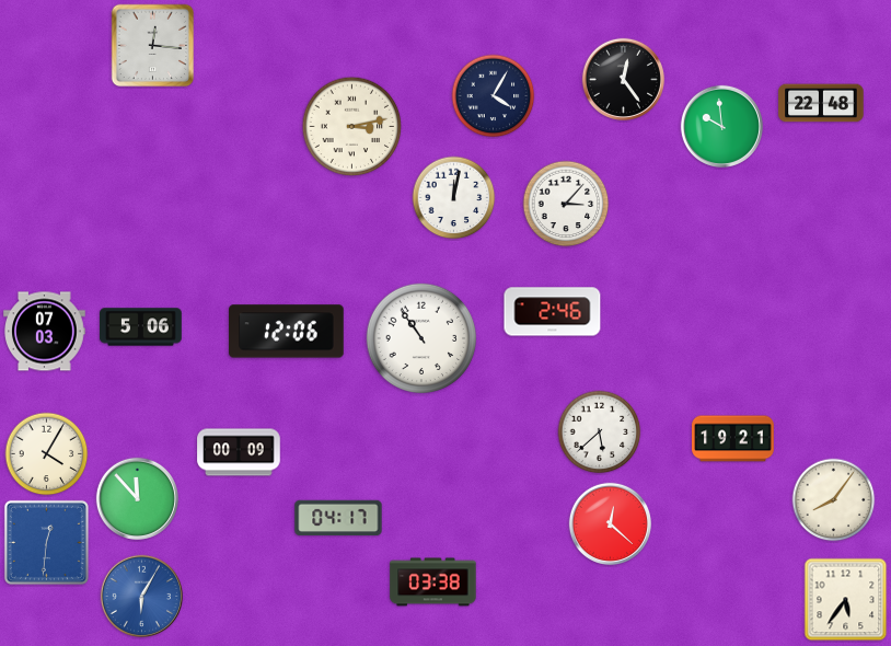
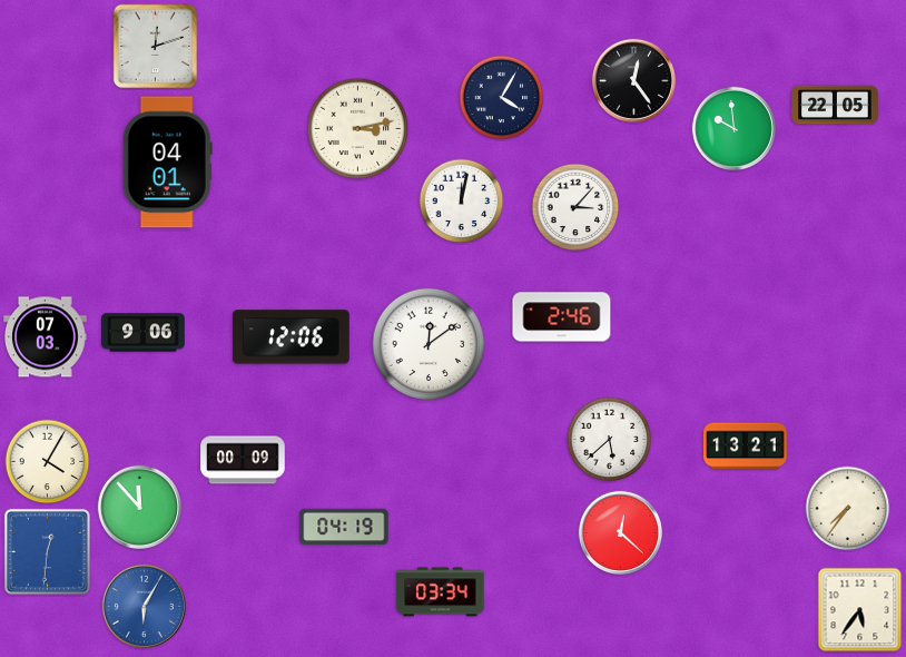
clock at (153, 46): 12:16 -> 12:12
clock at (821, 103): 22:48 -> 22:05
clock at (167, 163): none -> 04:01
clock at (141, 327): 5:06 -> 9:06
clock at (421, 338): 10:54 -> 12:09
clock at (733, 439): 19:21 -> 13:21
clock at (834, 500): 8:06 -> 7:36
clock at (338, 518): 04:17 -> 04:19
clock at (433, 582): 03:38 -> 03:34
